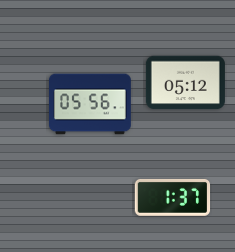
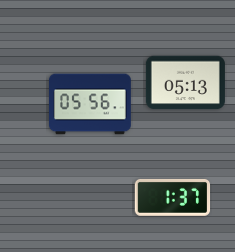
clock at (185, 83): 05:12 -> 05:13
